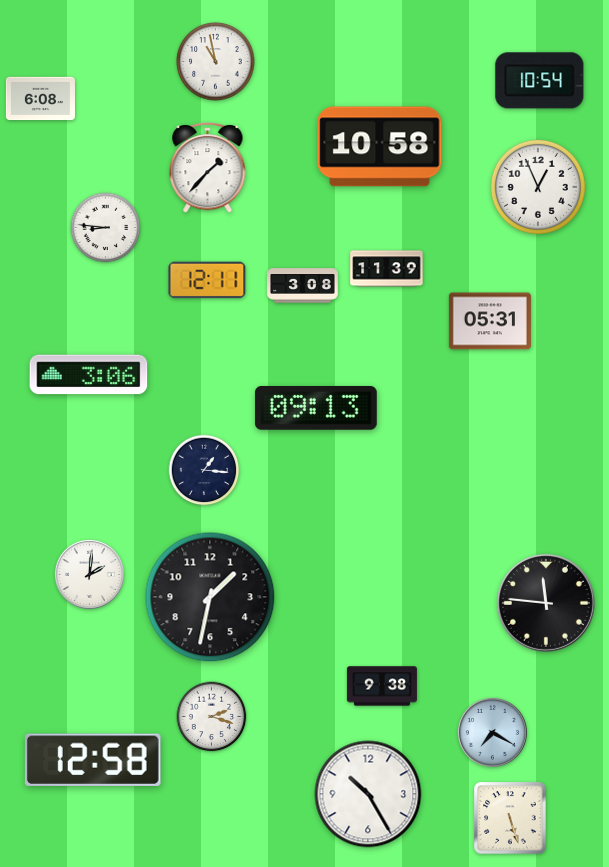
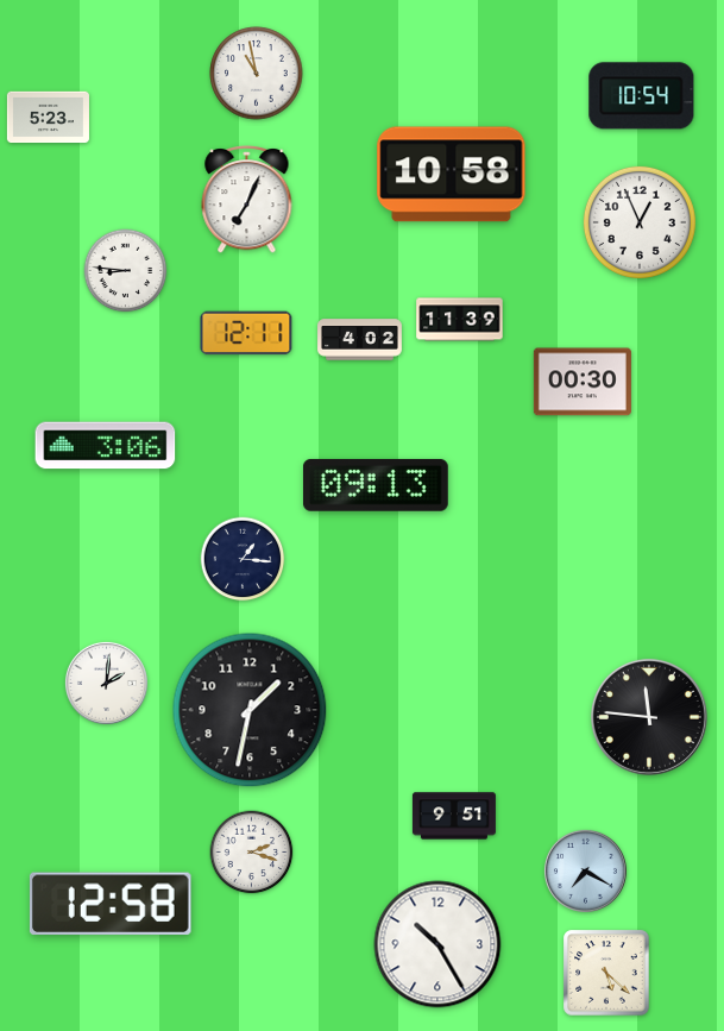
clock at (40, 99): 6:08 -> 5:23
clock at (208, 168): 1:37 -> 7:04
clock at (303, 286): 3:08 -> 4:02
clock at (490, 321): 05:31 -> 00:30
clock at (382, 686): 9:38 -> 9:51
clock at (510, 818): 5:27 -> 5:22
